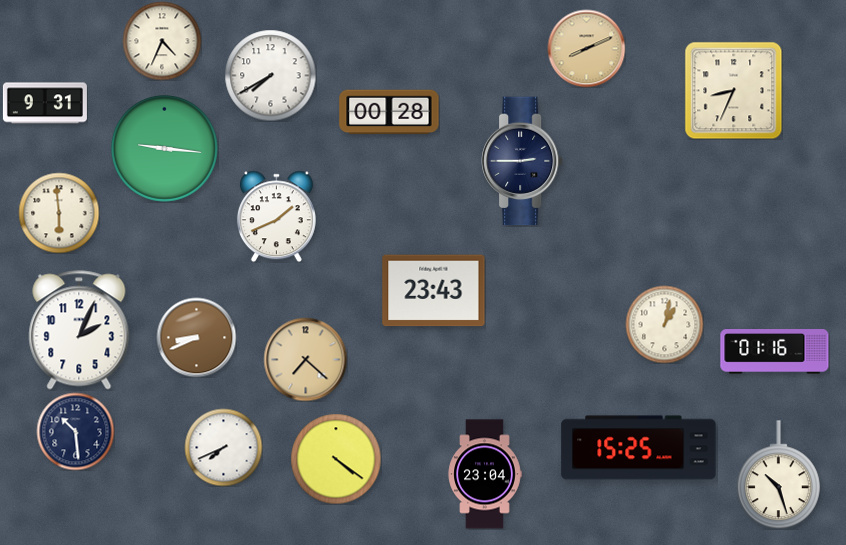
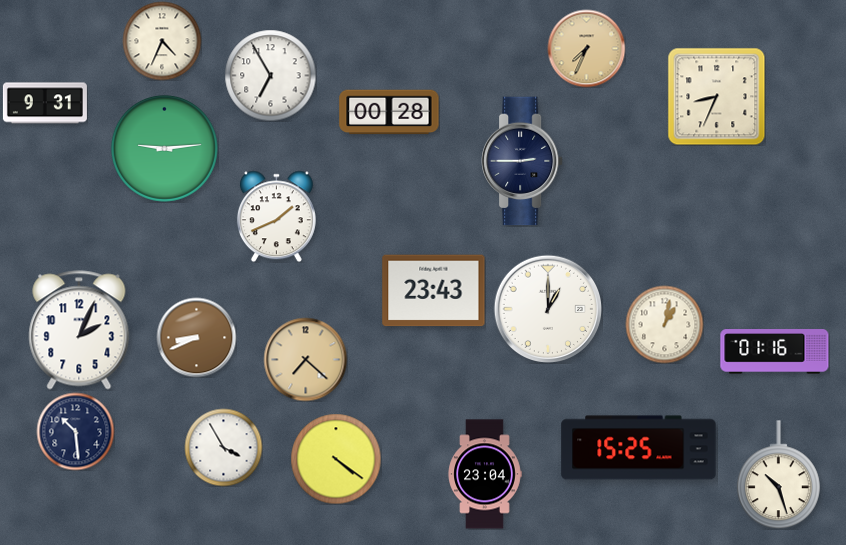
clock at (586, 48): 8:11 -> 7:34
clock at (270, 75): 7:40 -> 6:55
clock at (733, 90) position: (733, 90) -> (716, 96)
clock at (164, 148): 9:16 -> 9:14
clock at (59, 213): 5:59 -> none
clock at (547, 308): none -> 1:00
clock at (223, 447): 7:41 -> 3:55
